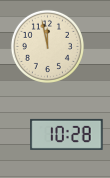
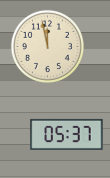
clock at (67, 134): 10:28 -> 05:37
